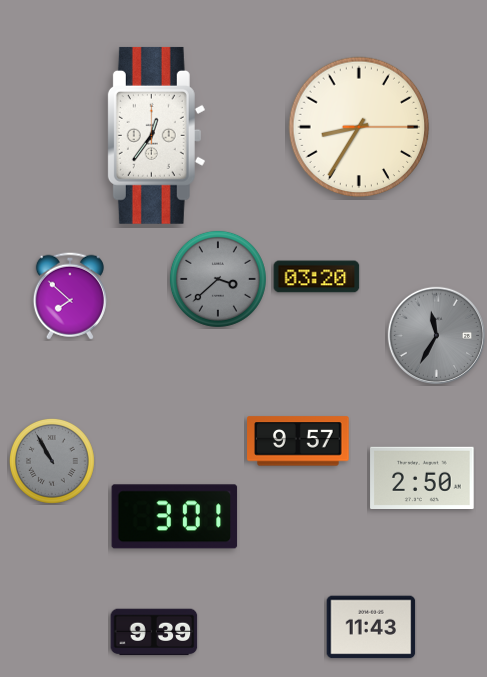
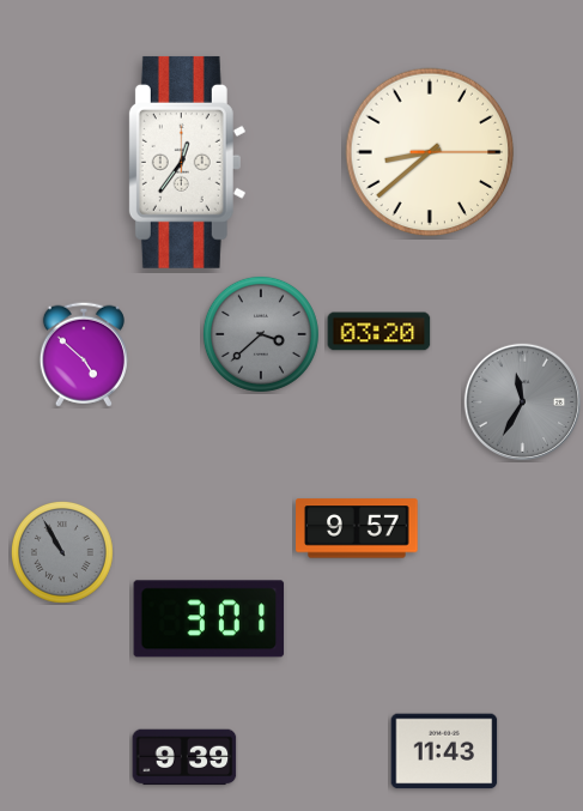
clock at (359, 127): 8:35 -> 8:38
clock at (70, 296): 7:52 -> 4:52
clock at (422, 477): 2:50 -> none
